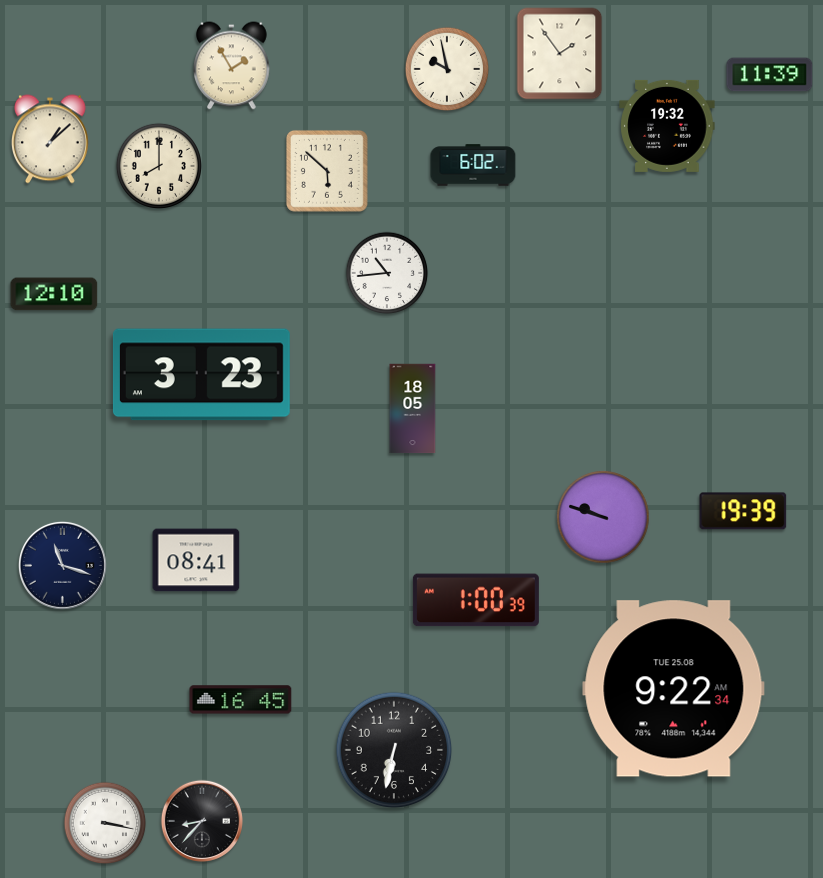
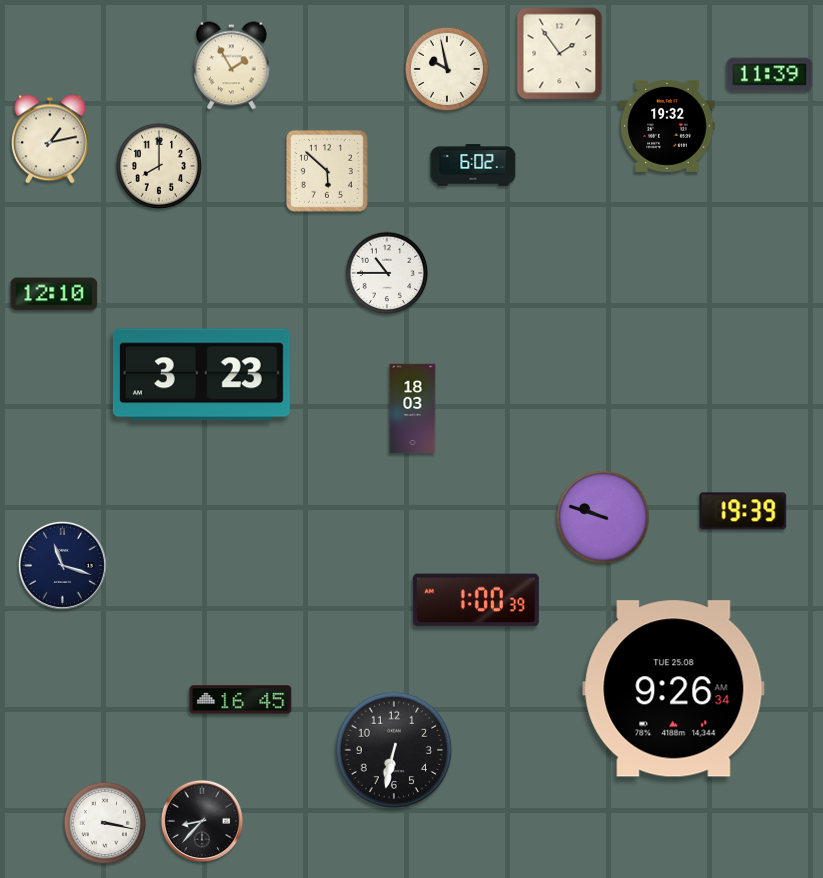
clock at (50, 139): 1:08 -> 1:13
clock at (387, 273): 10:44 -> 10:45
clock at (413, 409): 18:05 -> 18:03
clock at (196, 560): 08:41 -> none
clock at (674, 689): 9:22 -> 9:26
